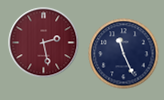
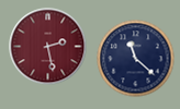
clock at (124, 54): 11:26 -> 11:22
